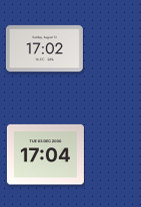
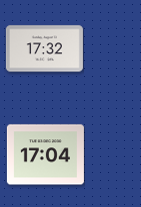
clock at (44, 49): 17:02 -> 17:32
